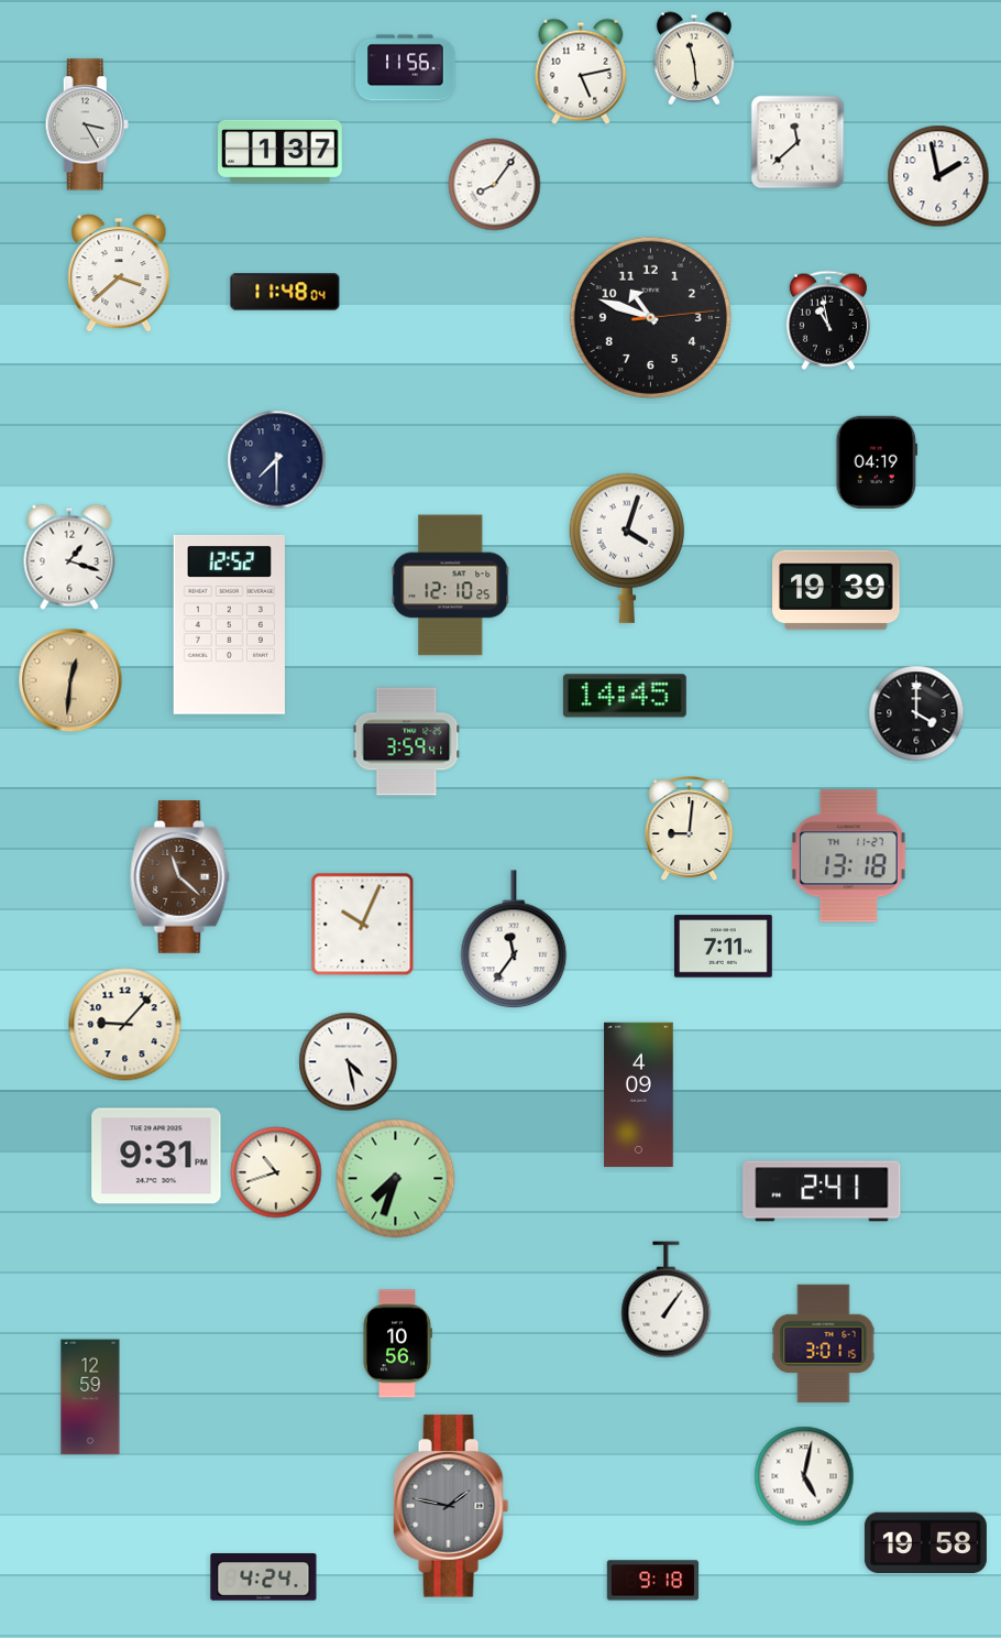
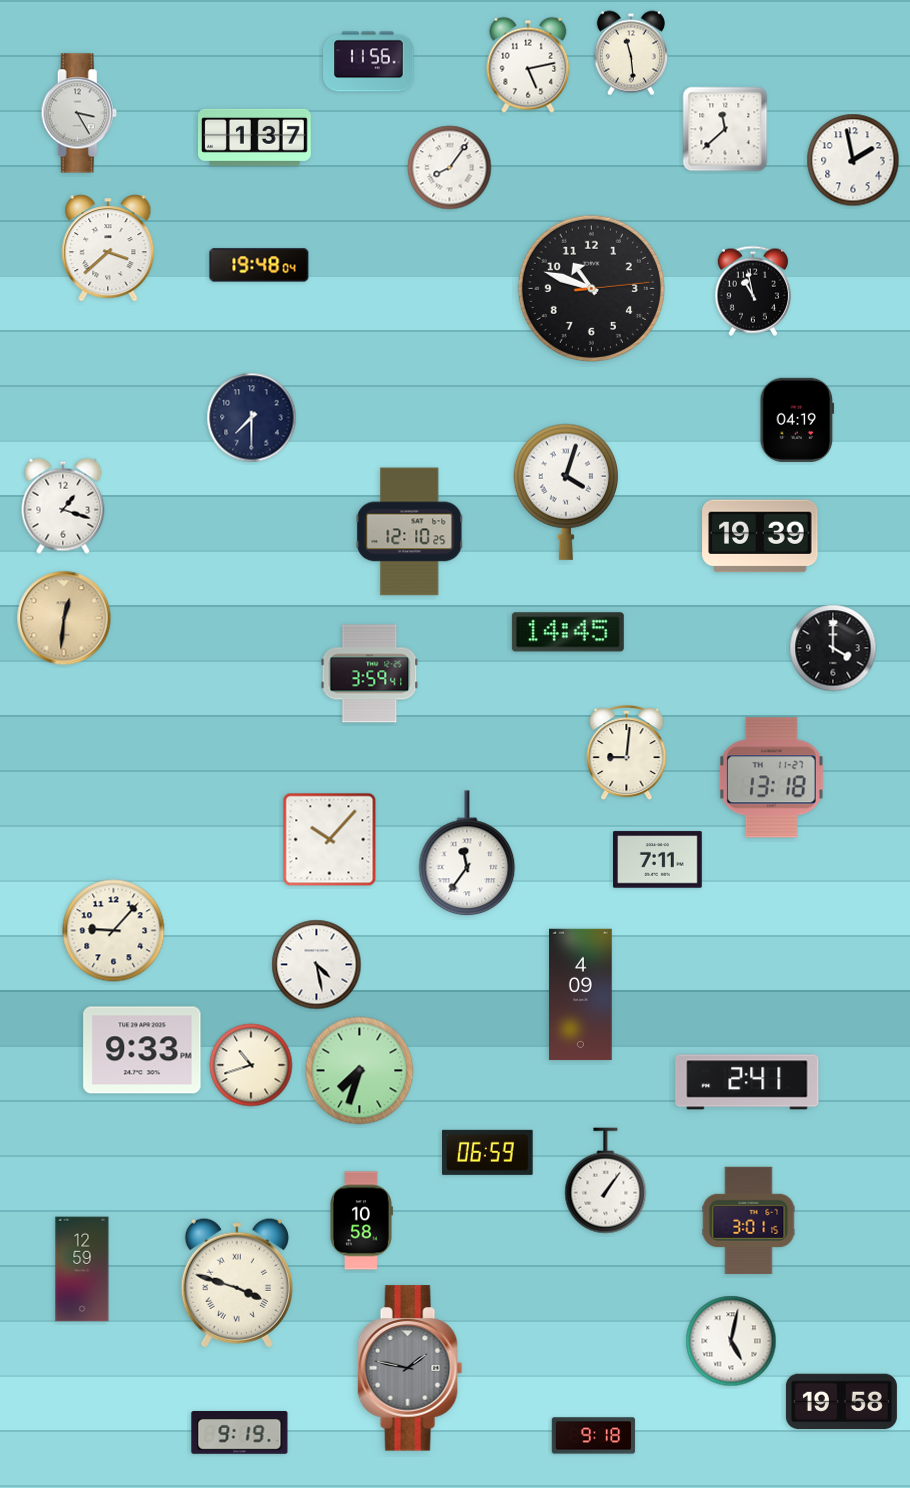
clock at (285, 292): 11:48 -> 19:48
clock at (626, 548) position: (626, 548) -> (565, 492)
clock at (229, 624): 12:52 -> none
clock at (180, 877): 11:22 -> none
clock at (363, 925): 10:04 -> 10:07
clock at (156, 1156): 9:31 -> 9:33
clock at (488, 1152): none -> 06:59
clock at (397, 1344): 10:56 -> 10:58
clock at (237, 1283): none -> 3:48
clock at (264, 1577): 4:24 -> 9:19
